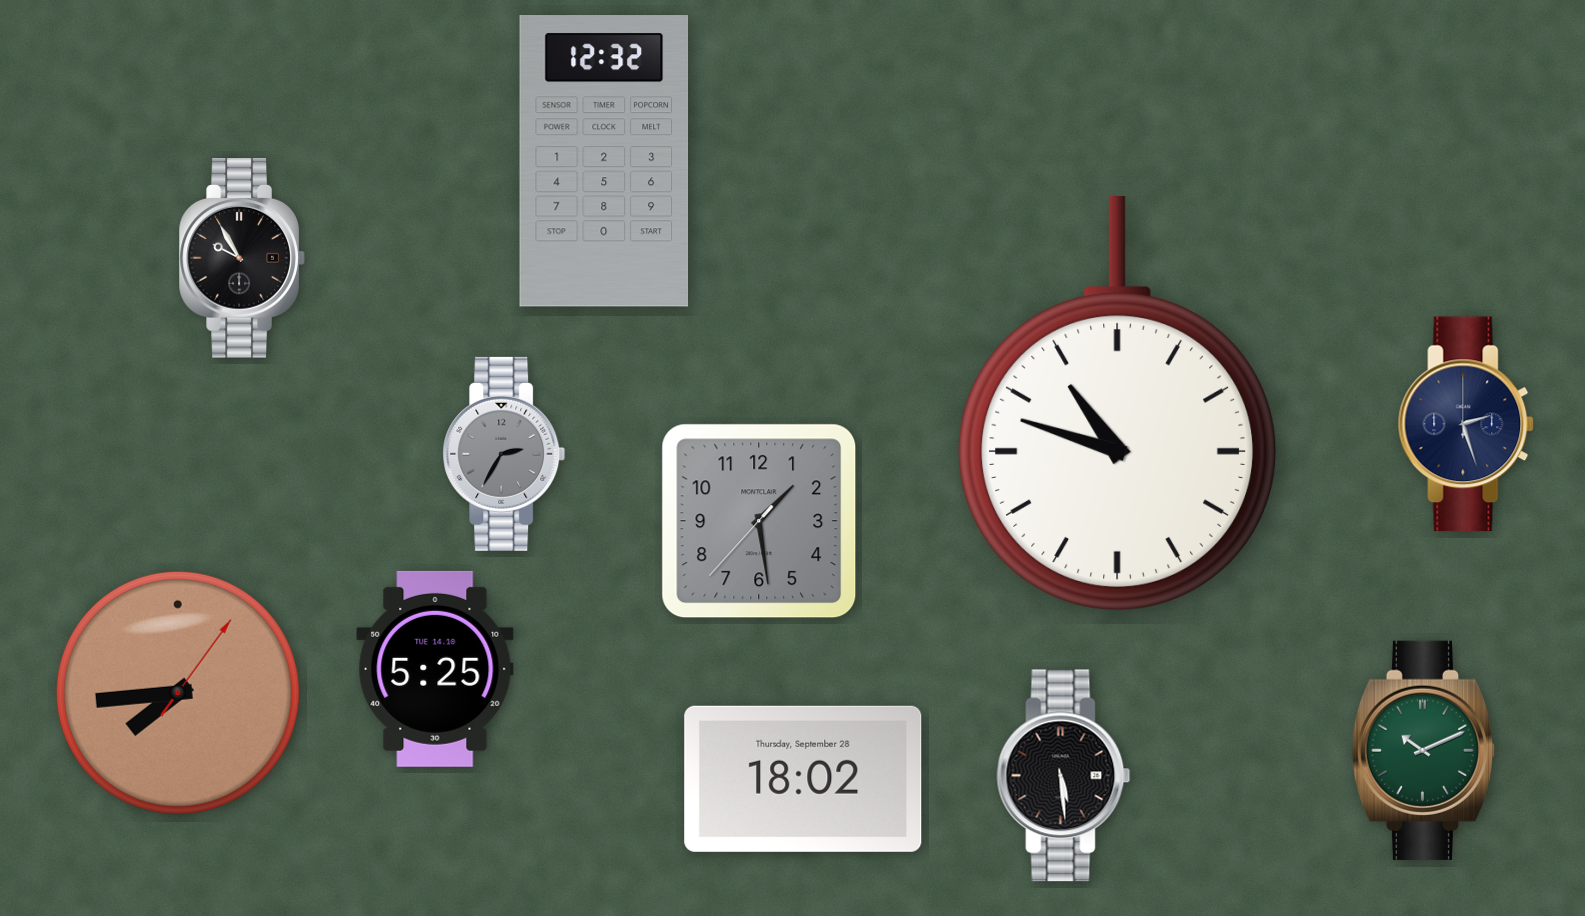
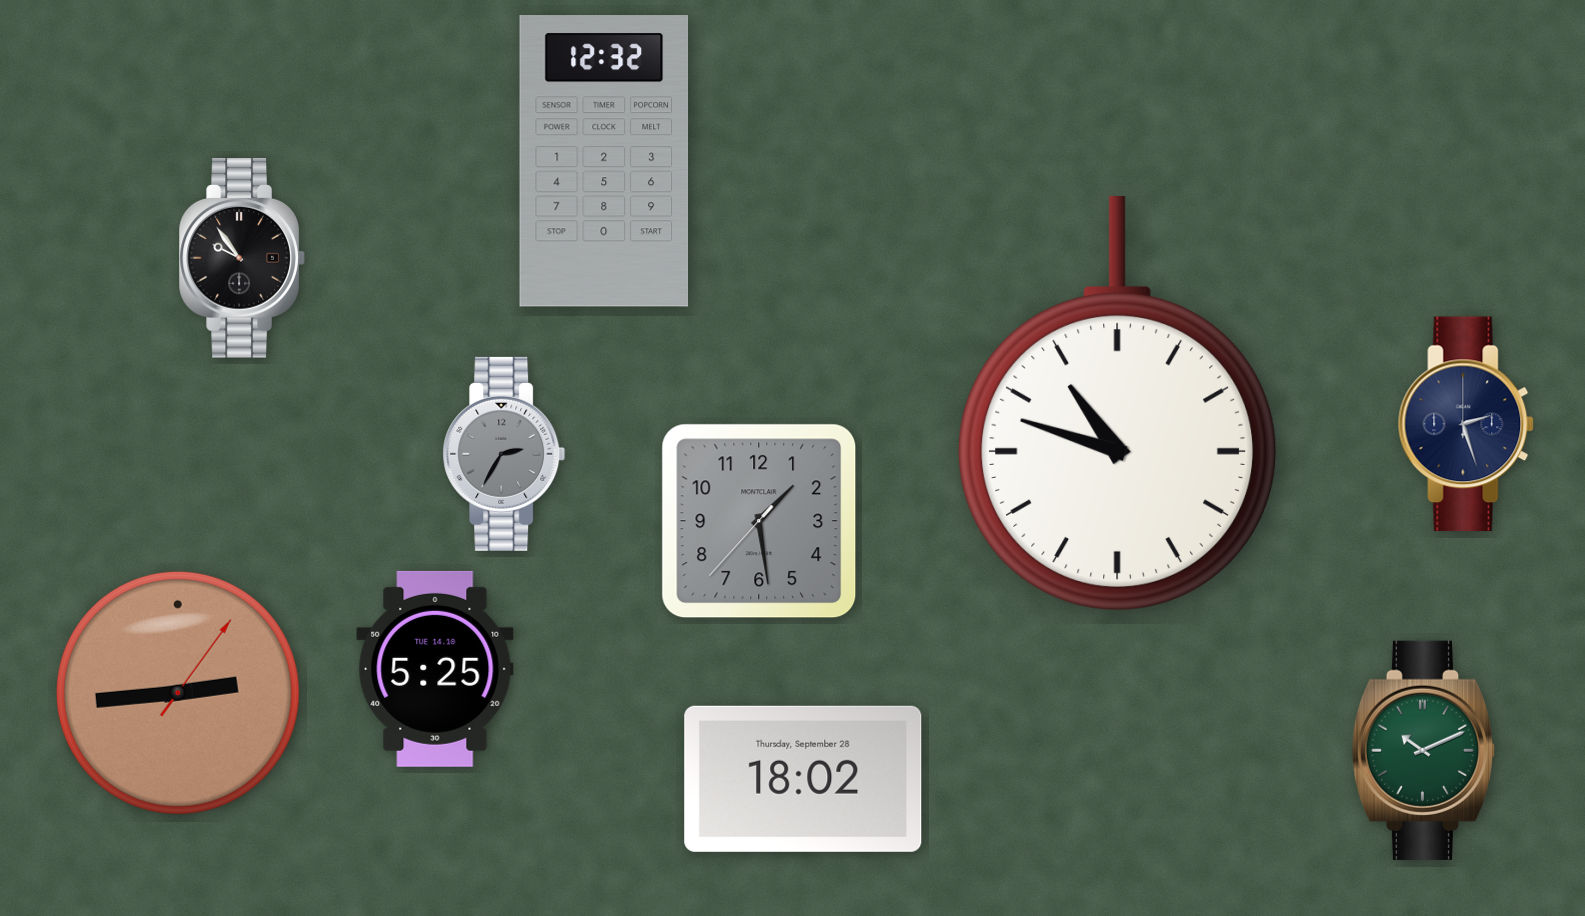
clock at (242, 258): 9:55 -> 9:54
clock at (178, 693): 7:44 -> 2:44
clock at (1064, 776): 5:29 -> none
